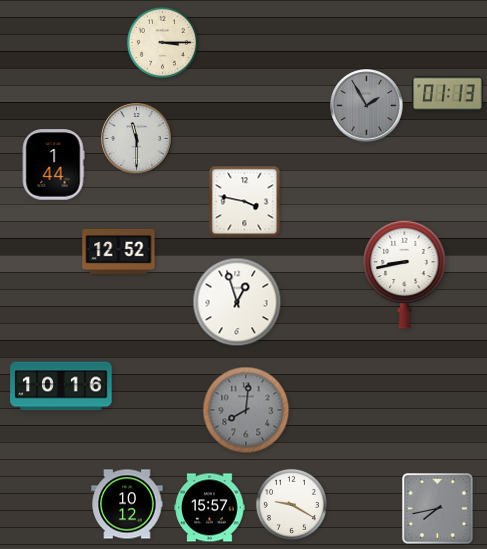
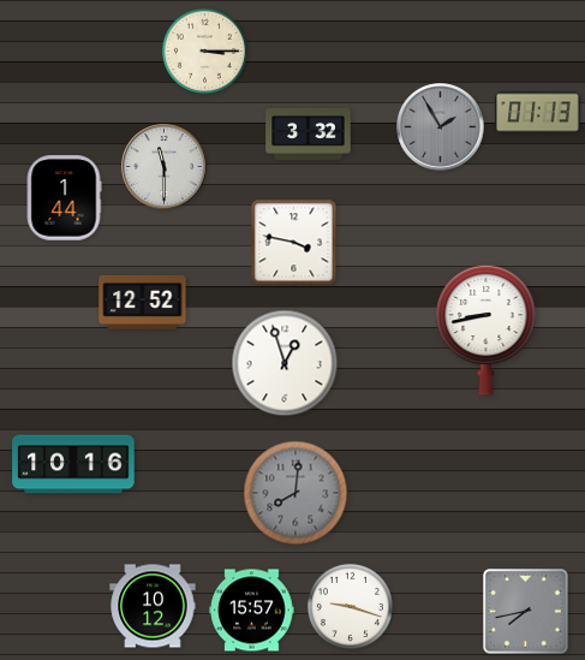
clock at (162, 42) position: (162, 42) -> (204, 50)
clock at (309, 133): none -> 3:32
clock at (291, 504): 9:20 -> 9:18
